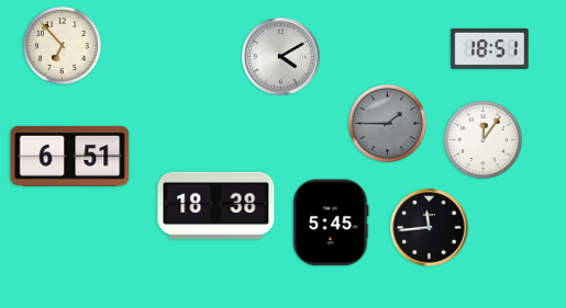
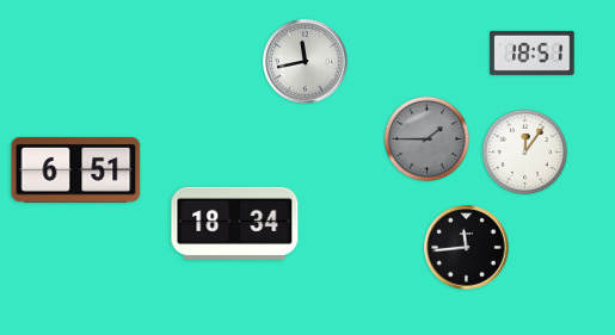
clock at (62, 45): 6:53 -> none
clock at (281, 57): 4:10 -> 11:43
clock at (387, 123) position: (387, 123) -> (426, 138)
clock at (217, 205): 18:38 -> 18:34
clock at (331, 223): 5:45 -> none
